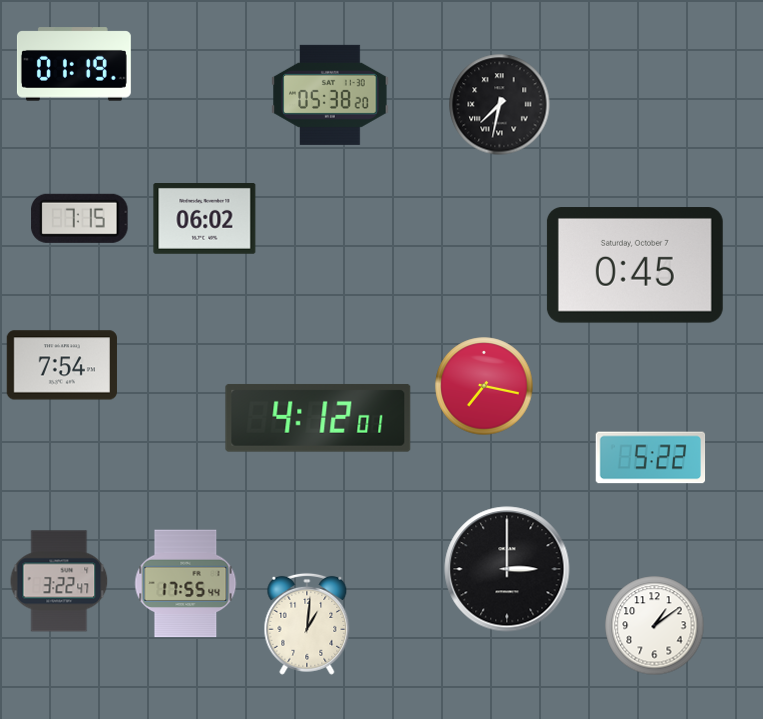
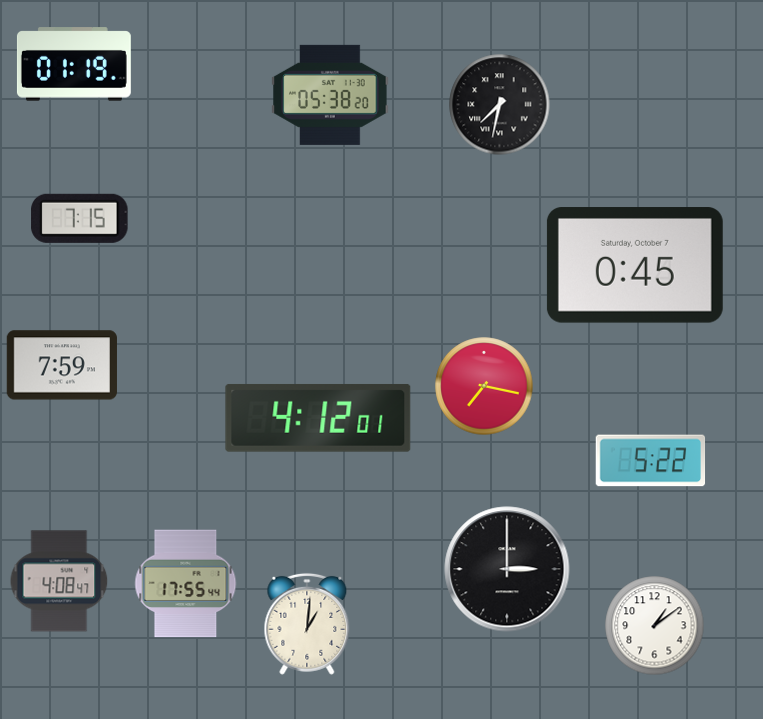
clock at (205, 219): 06:02 -> none
clock at (61, 365): 7:54 -> 7:59
clock at (651, 458) position: (651, 458) -> (651, 461)
clock at (59, 581): 3:22 -> 4:08
